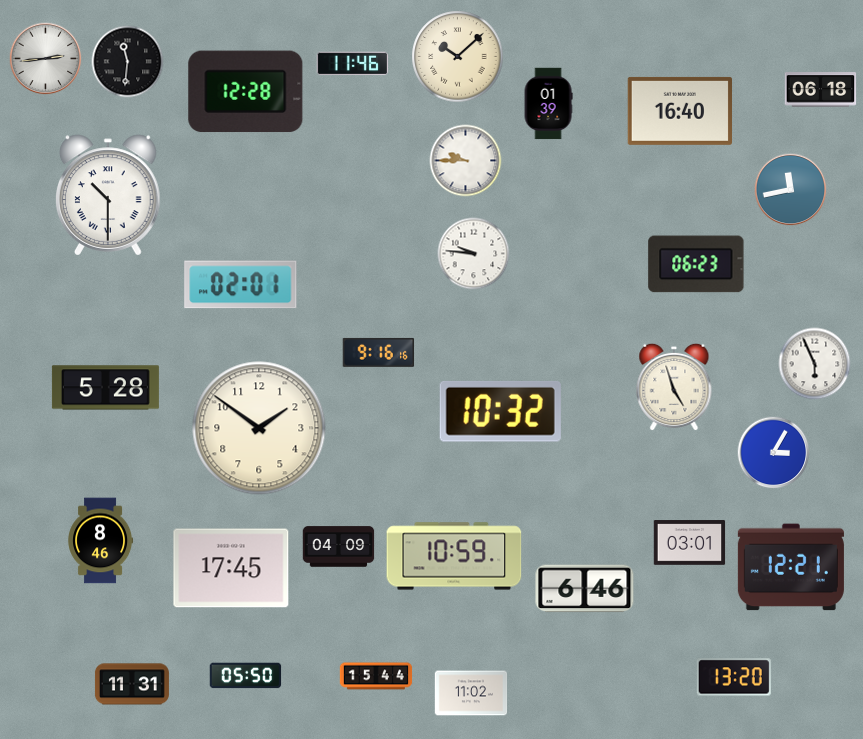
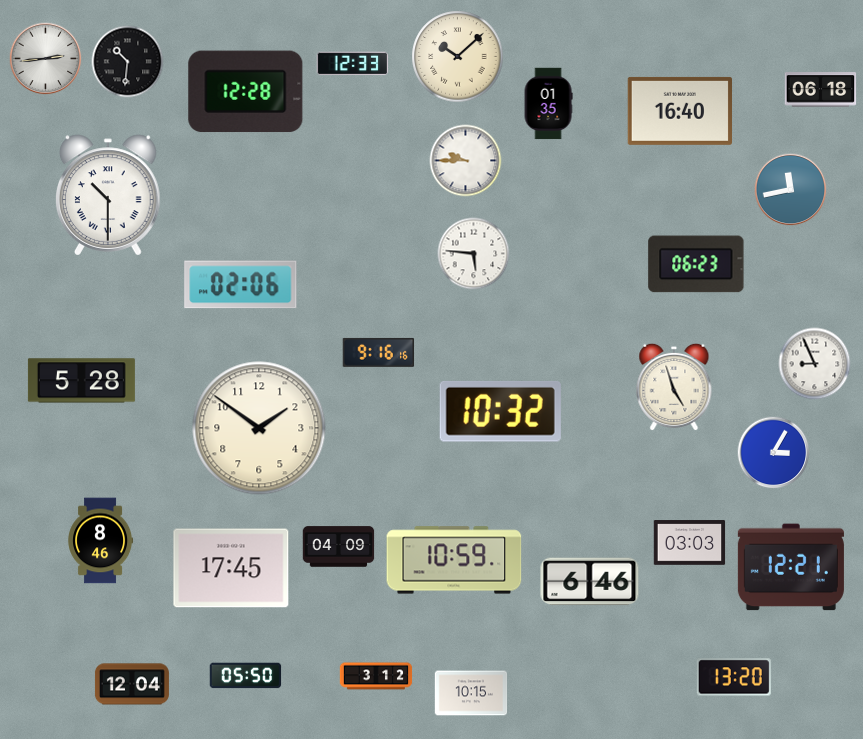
clock at (128, 62): 11:31 -> 10:31
clock at (353, 64): 11:46 -> 12:33
clock at (548, 104): 01:39 -> 01:35
clock at (474, 254): 9:46 -> 5:46
clock at (241, 285): 02:01 -> 02:06
clock at (815, 364): 5:56 -> 8:56
clock at (105, 388) position: (105, 388) -> (81, 381)
clock at (690, 543): 03:01 -> 03:03
clock at (454, 556) position: (454, 556) -> (454, 560)
clock at (585, 589) position: (585, 589) -> (590, 582)
clock at (376, 676): 15:44 -> 3:12
clock at (132, 684): 11:31 -> 12:04
clock at (471, 693): 11:02 -> 10:15
